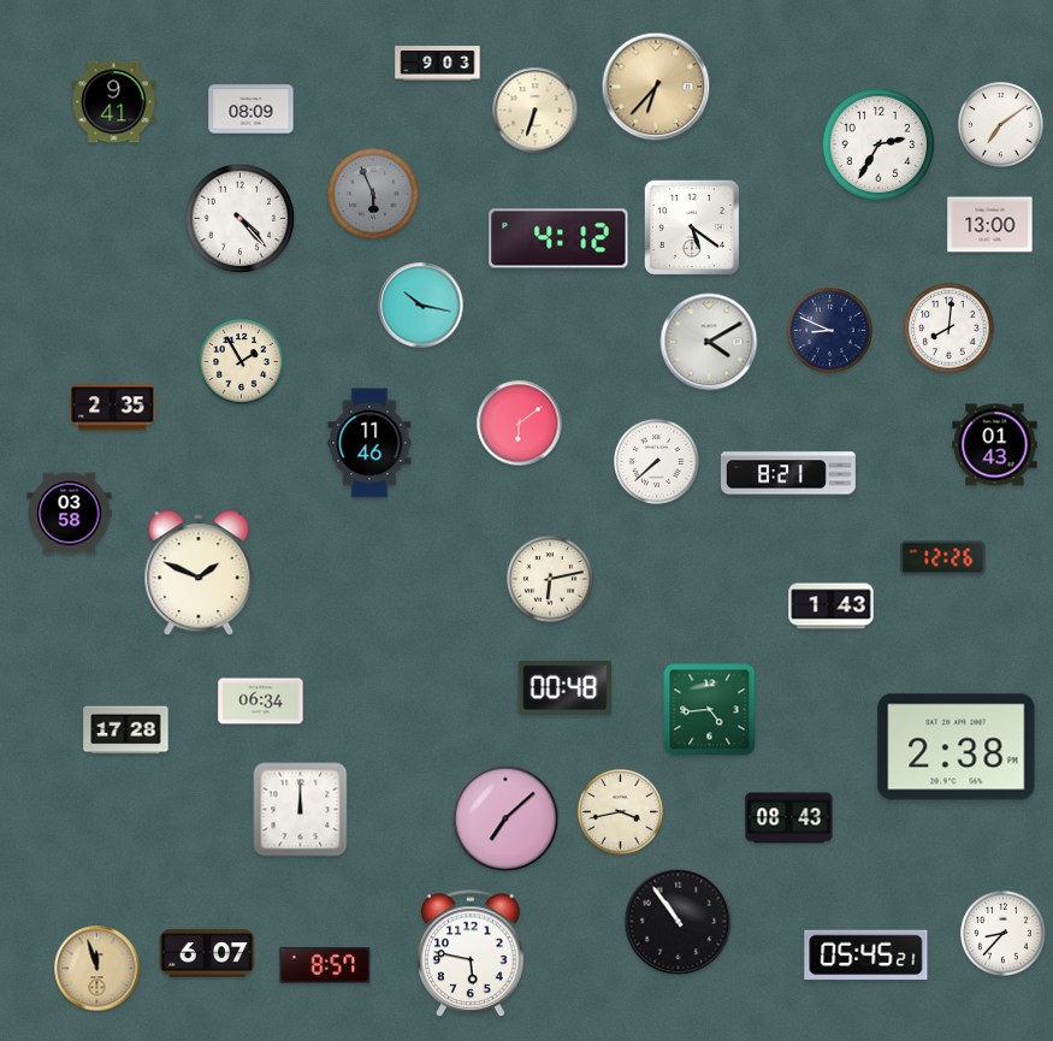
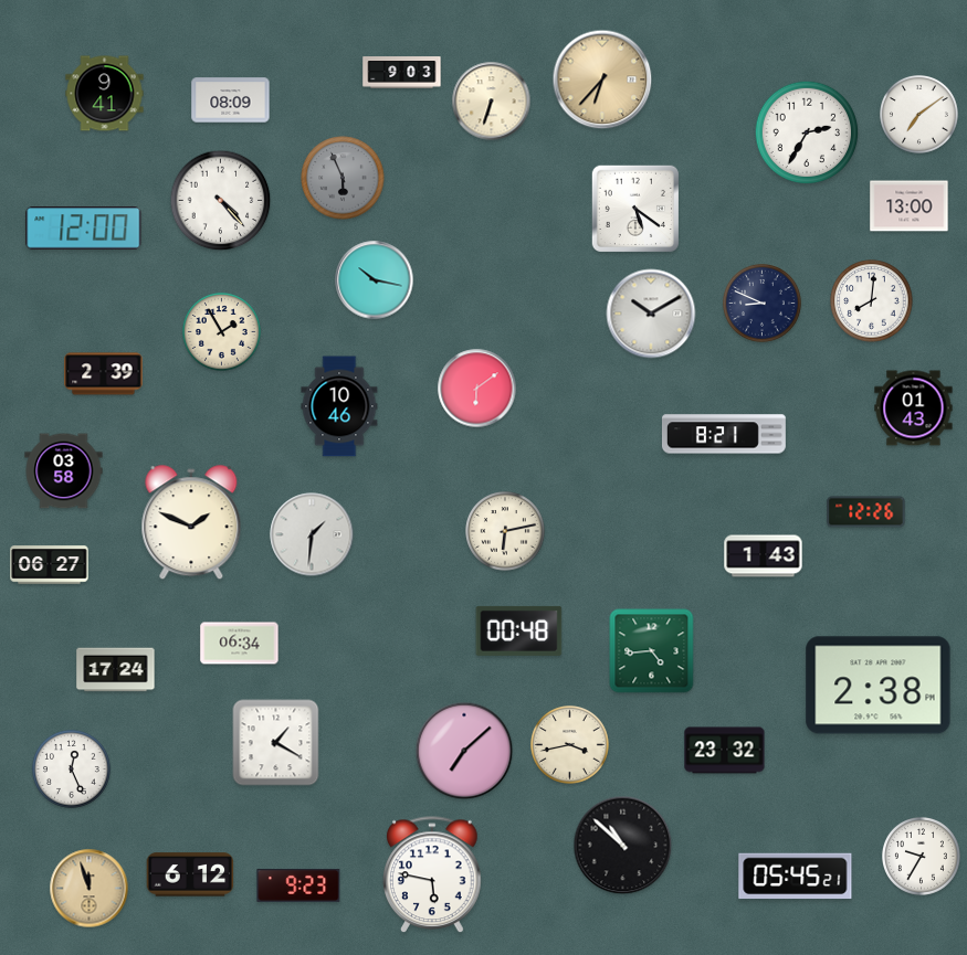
clock at (438, 64) position: (438, 64) -> (402, 73)
clock at (558, 238): 4:12 -> none
clock at (84, 229): none -> 12:00
clock at (421, 306) position: (421, 306) -> (375, 280)
clock at (709, 342): 4:10 -> 10:10
clock at (113, 408): 2:35 -> 2:39
clock at (369, 443): 11:46 -> 10:46
clock at (657, 462): 7:38 -> none
clock at (199, 574) position: (199, 574) -> (191, 523)
clock at (312, 534): none -> 1:31
clock at (50, 565): none -> 06:27
clock at (126, 731): 17:28 -> 17:24
clock at (301, 810): 12:00 -> 1:20
clock at (789, 818): 08:43 -> 23:32
clock at (72, 770): none -> 12:26
clock at (679, 922): 10:54 -> 10:52
clock at (1004, 934): 8:37 -> 9:35
clock at (207, 953): 6:07 -> 6:12
clock at (325, 965): 8:57 -> 9:23
